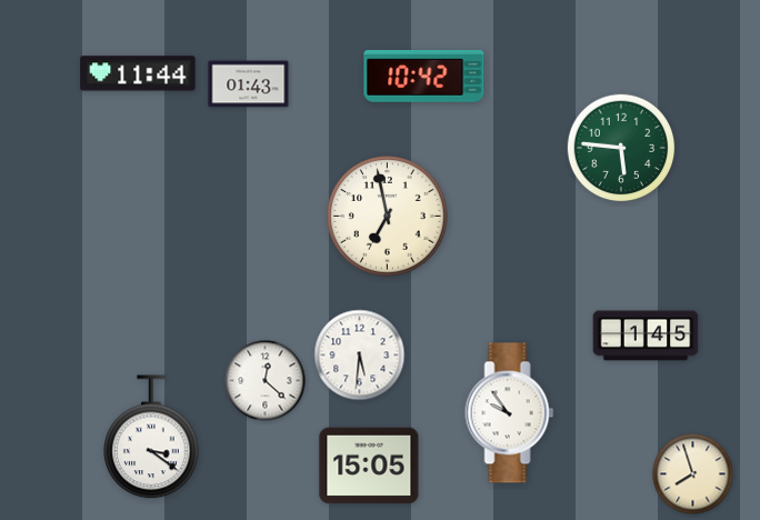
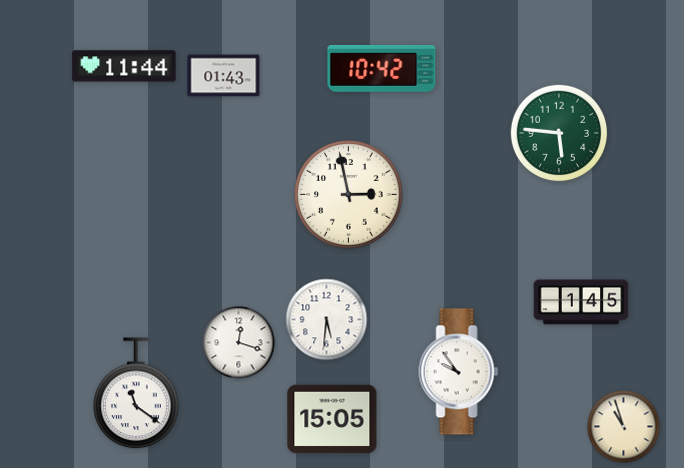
clock at (388, 217): 6:58 -> 2:58
clock at (360, 356) position: (360, 356) -> (327, 320)
clock at (266, 381): 12:22 -> 12:18
clock at (151, 438): 3:21 -> 11:21
clock at (693, 474): 7:57 -> 10:57
